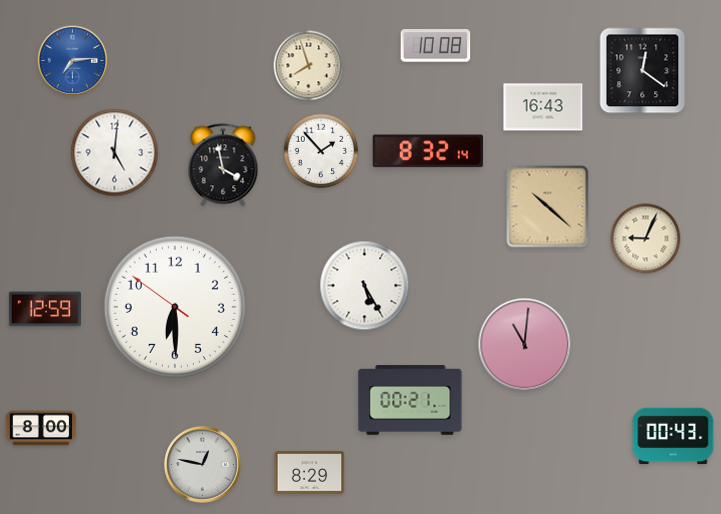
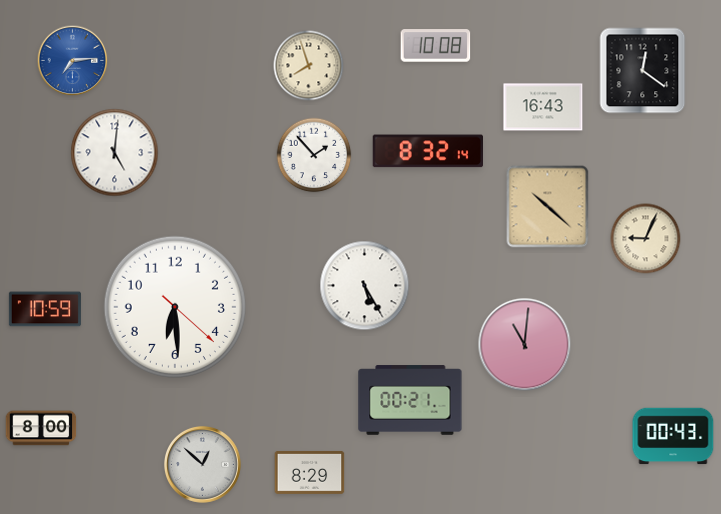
clock at (321, 151) position: (321, 151) -> (314, 155)
clock at (223, 165): 3:58 -> none
clock at (174, 306): 6:29:51 -> 6:29:22
clock at (45, 309): 12:59 -> 10:59
clock at (202, 464): 12:47 -> 12:52
